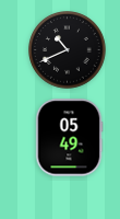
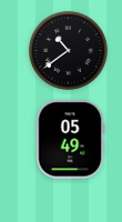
clock at (68, 50): 10:41 -> 10:39
